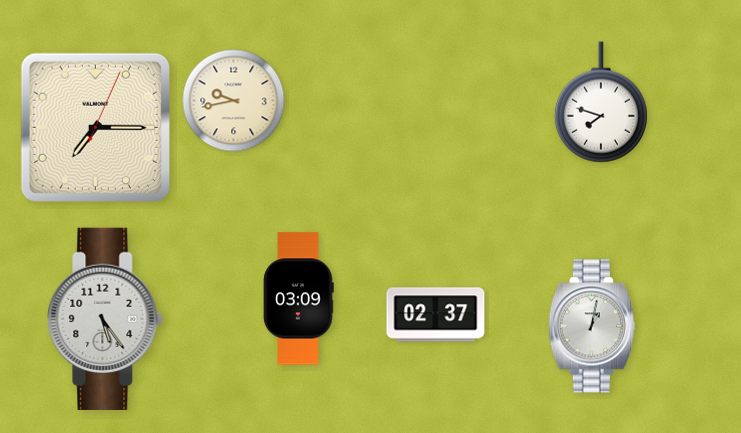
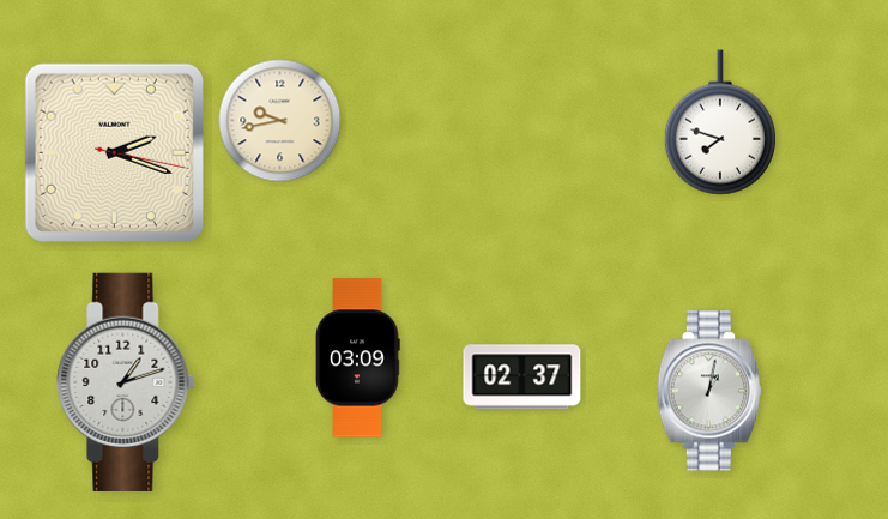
clock at (95, 127): 7:15 -> 2:18
clock at (105, 319): 5:24 -> 1:12
